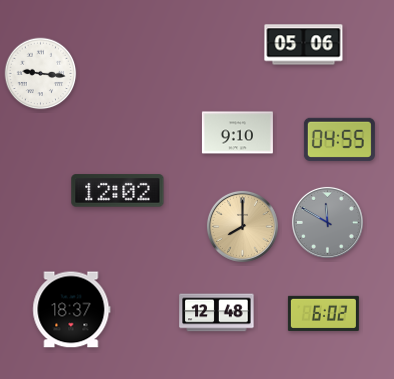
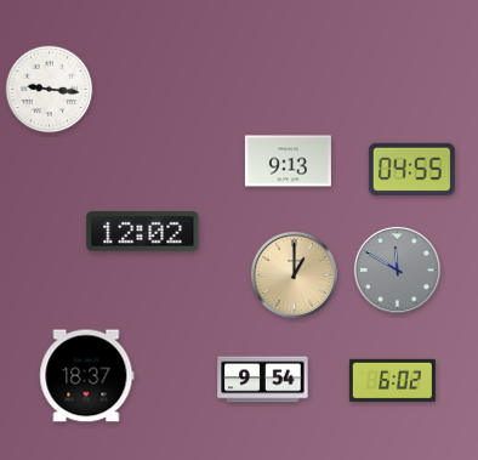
clock at (304, 45): 05:06 -> none
clock at (237, 133): 9:10 -> 9:13
clock at (242, 226): 8:00 -> 1:00
clock at (217, 313): 12:48 -> 9:54
